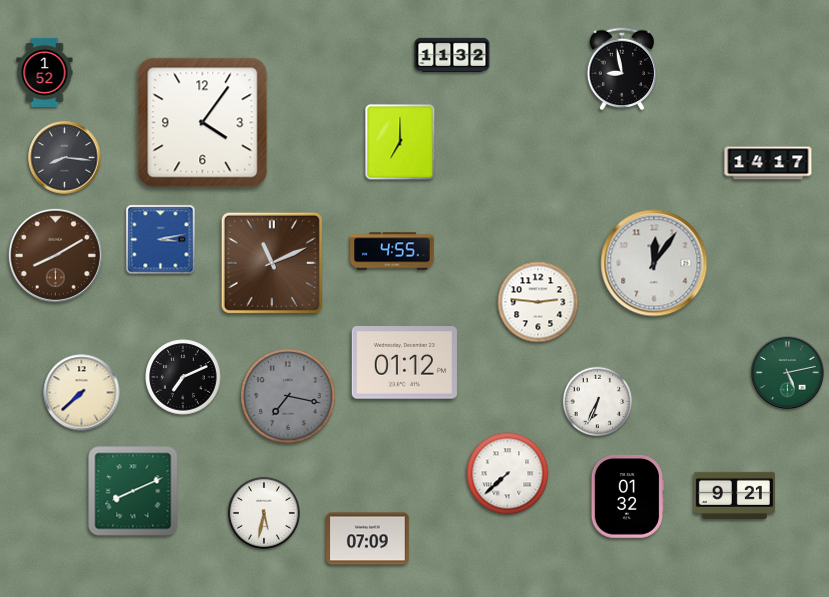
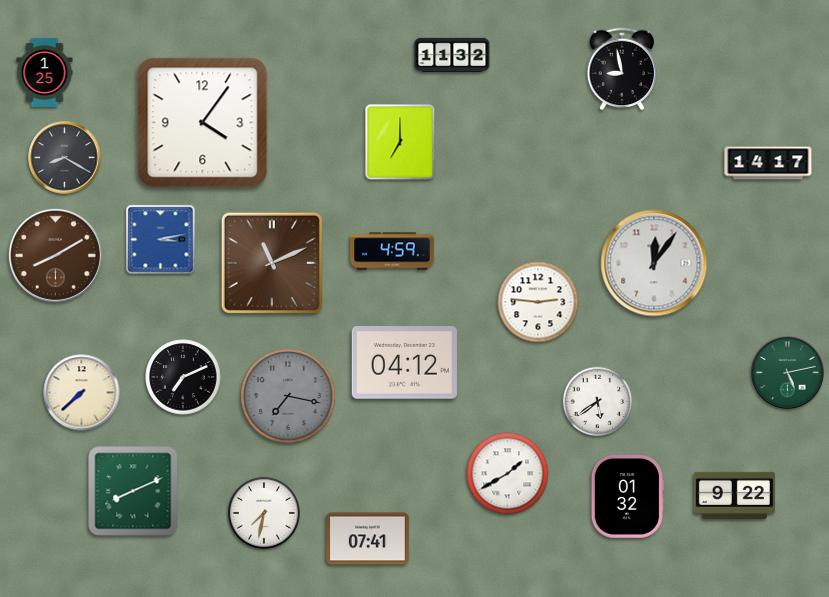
clock at (45, 72): 1:52 -> 1:25
clock at (65, 158): 8:16 -> 8:20
clock at (392, 251): 4:55 -> 4:59
clock at (404, 363): 01:12 -> 04:12
clock at (598, 402): 6:34 -> 5:39
clock at (508, 474): 7:38 -> 1:40
clock at (734, 495): 9:21 -> 9:22
clock at (264, 513): 5:32 -> 7:32
clock at (368, 539): 07:09 -> 07:41
